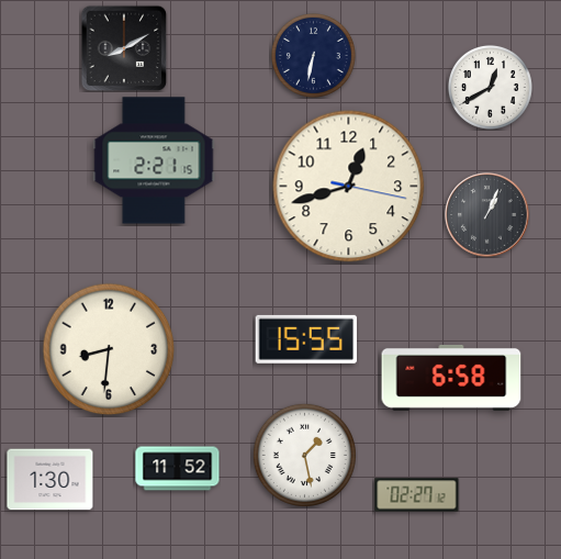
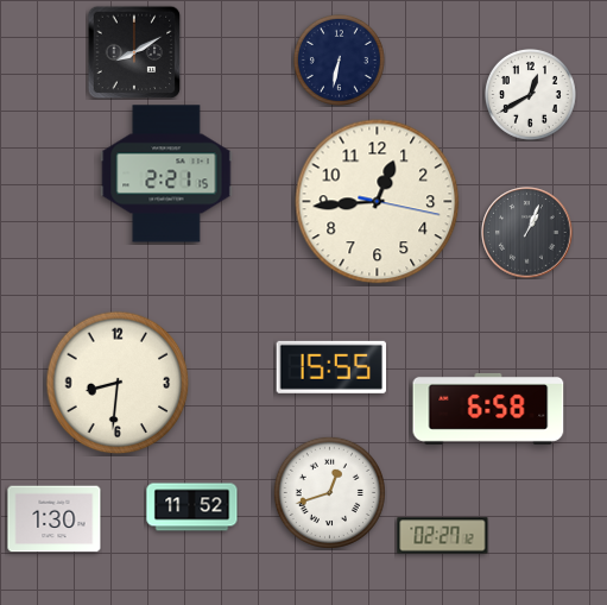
clock at (349, 187): 12:42 -> 12:44
clock at (109, 349) position: (109, 349) -> (118, 383)
clock at (304, 455): 1:28 -> 12:42
clock at (417, 495) position: (417, 495) -> (443, 536)
